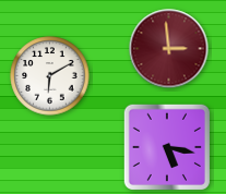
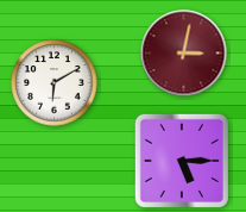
clock at (169, 49): 2:59 -> 3:02
clock at (167, 147): 5:17 -> 5:15
